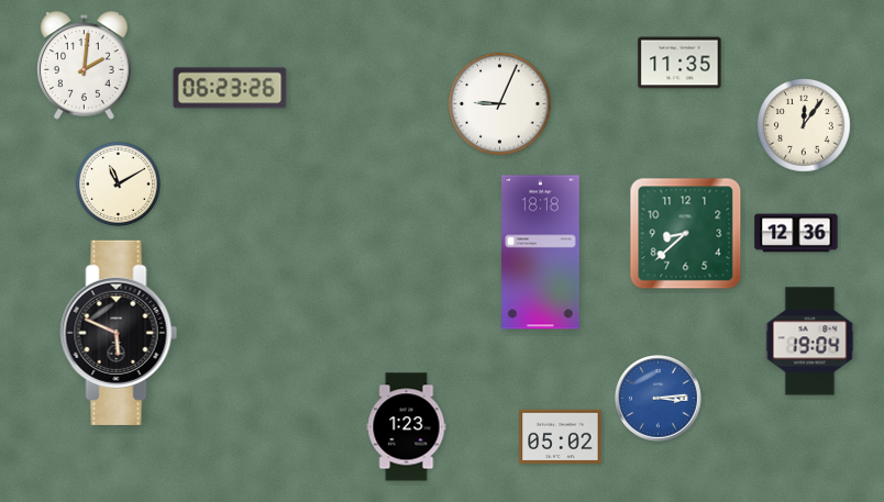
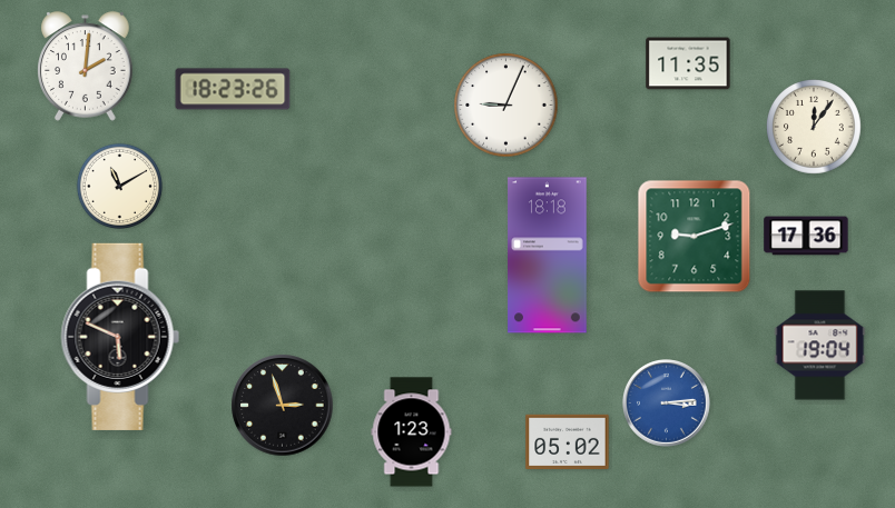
clock at (230, 88): 06:23 -> 18:23
clock at (796, 233): 12:36 -> 17:36
clock at (686, 234): 8:38 -> 9:12
clock at (283, 406): none -> 2:57
